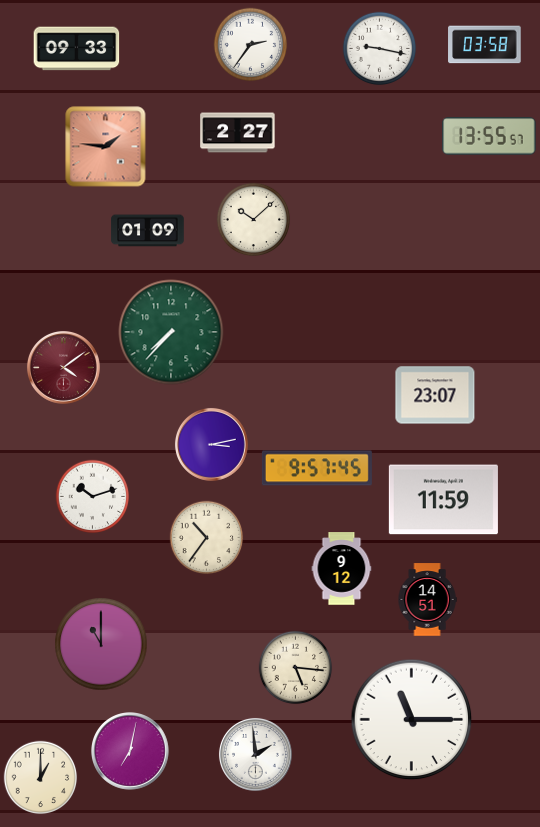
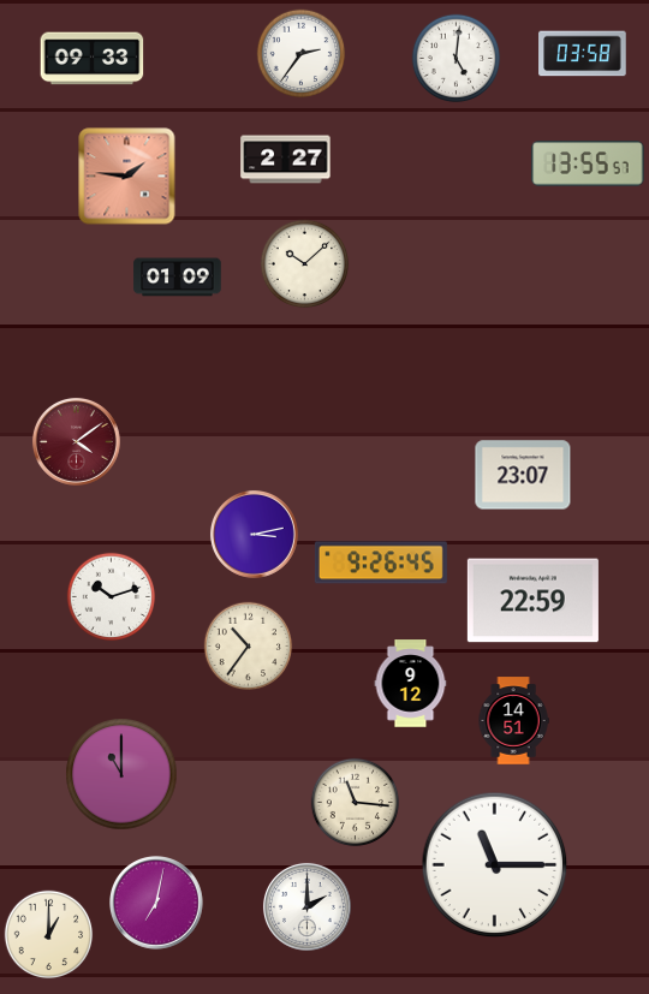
clock at (380, 49): 9:17 -> 5:01
clock at (171, 332): 7:37 -> none
clock at (317, 468): 9:57 -> 9:26
clock at (443, 500): 11:59 -> 22:59
clock at (296, 668): 5:16 -> 11:16
clock at (255, 754): 1:59 -> 2:00
